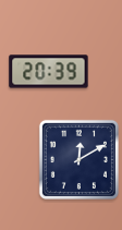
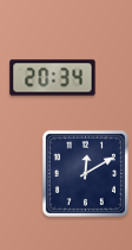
clock at (49, 72): 20:39 -> 20:34
